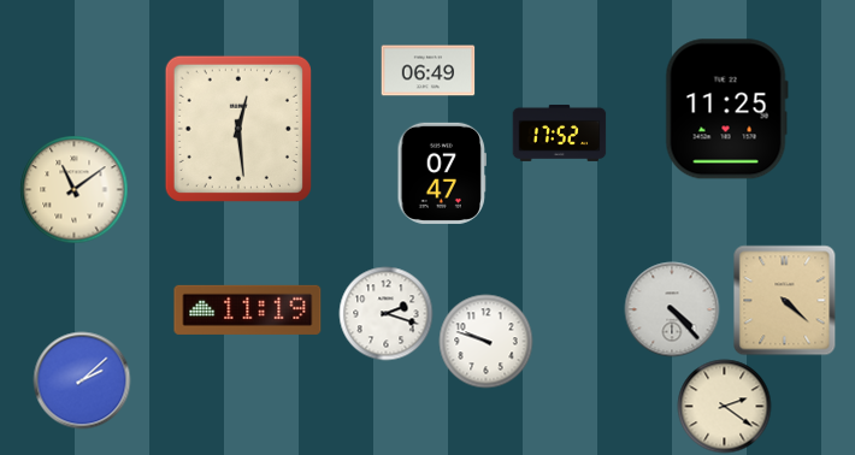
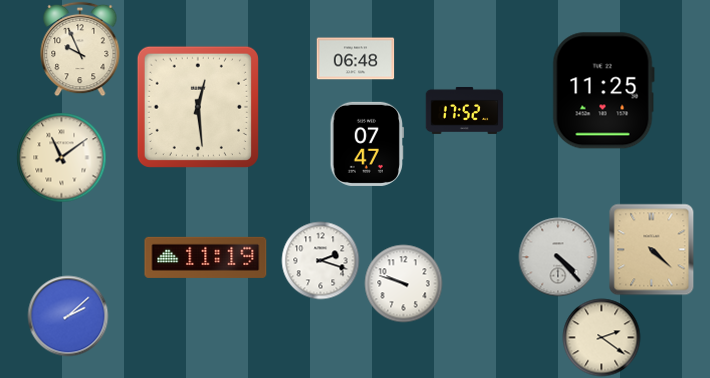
clock at (80, 49): none -> 9:56
clock at (427, 71): 06:49 -> 06:48
